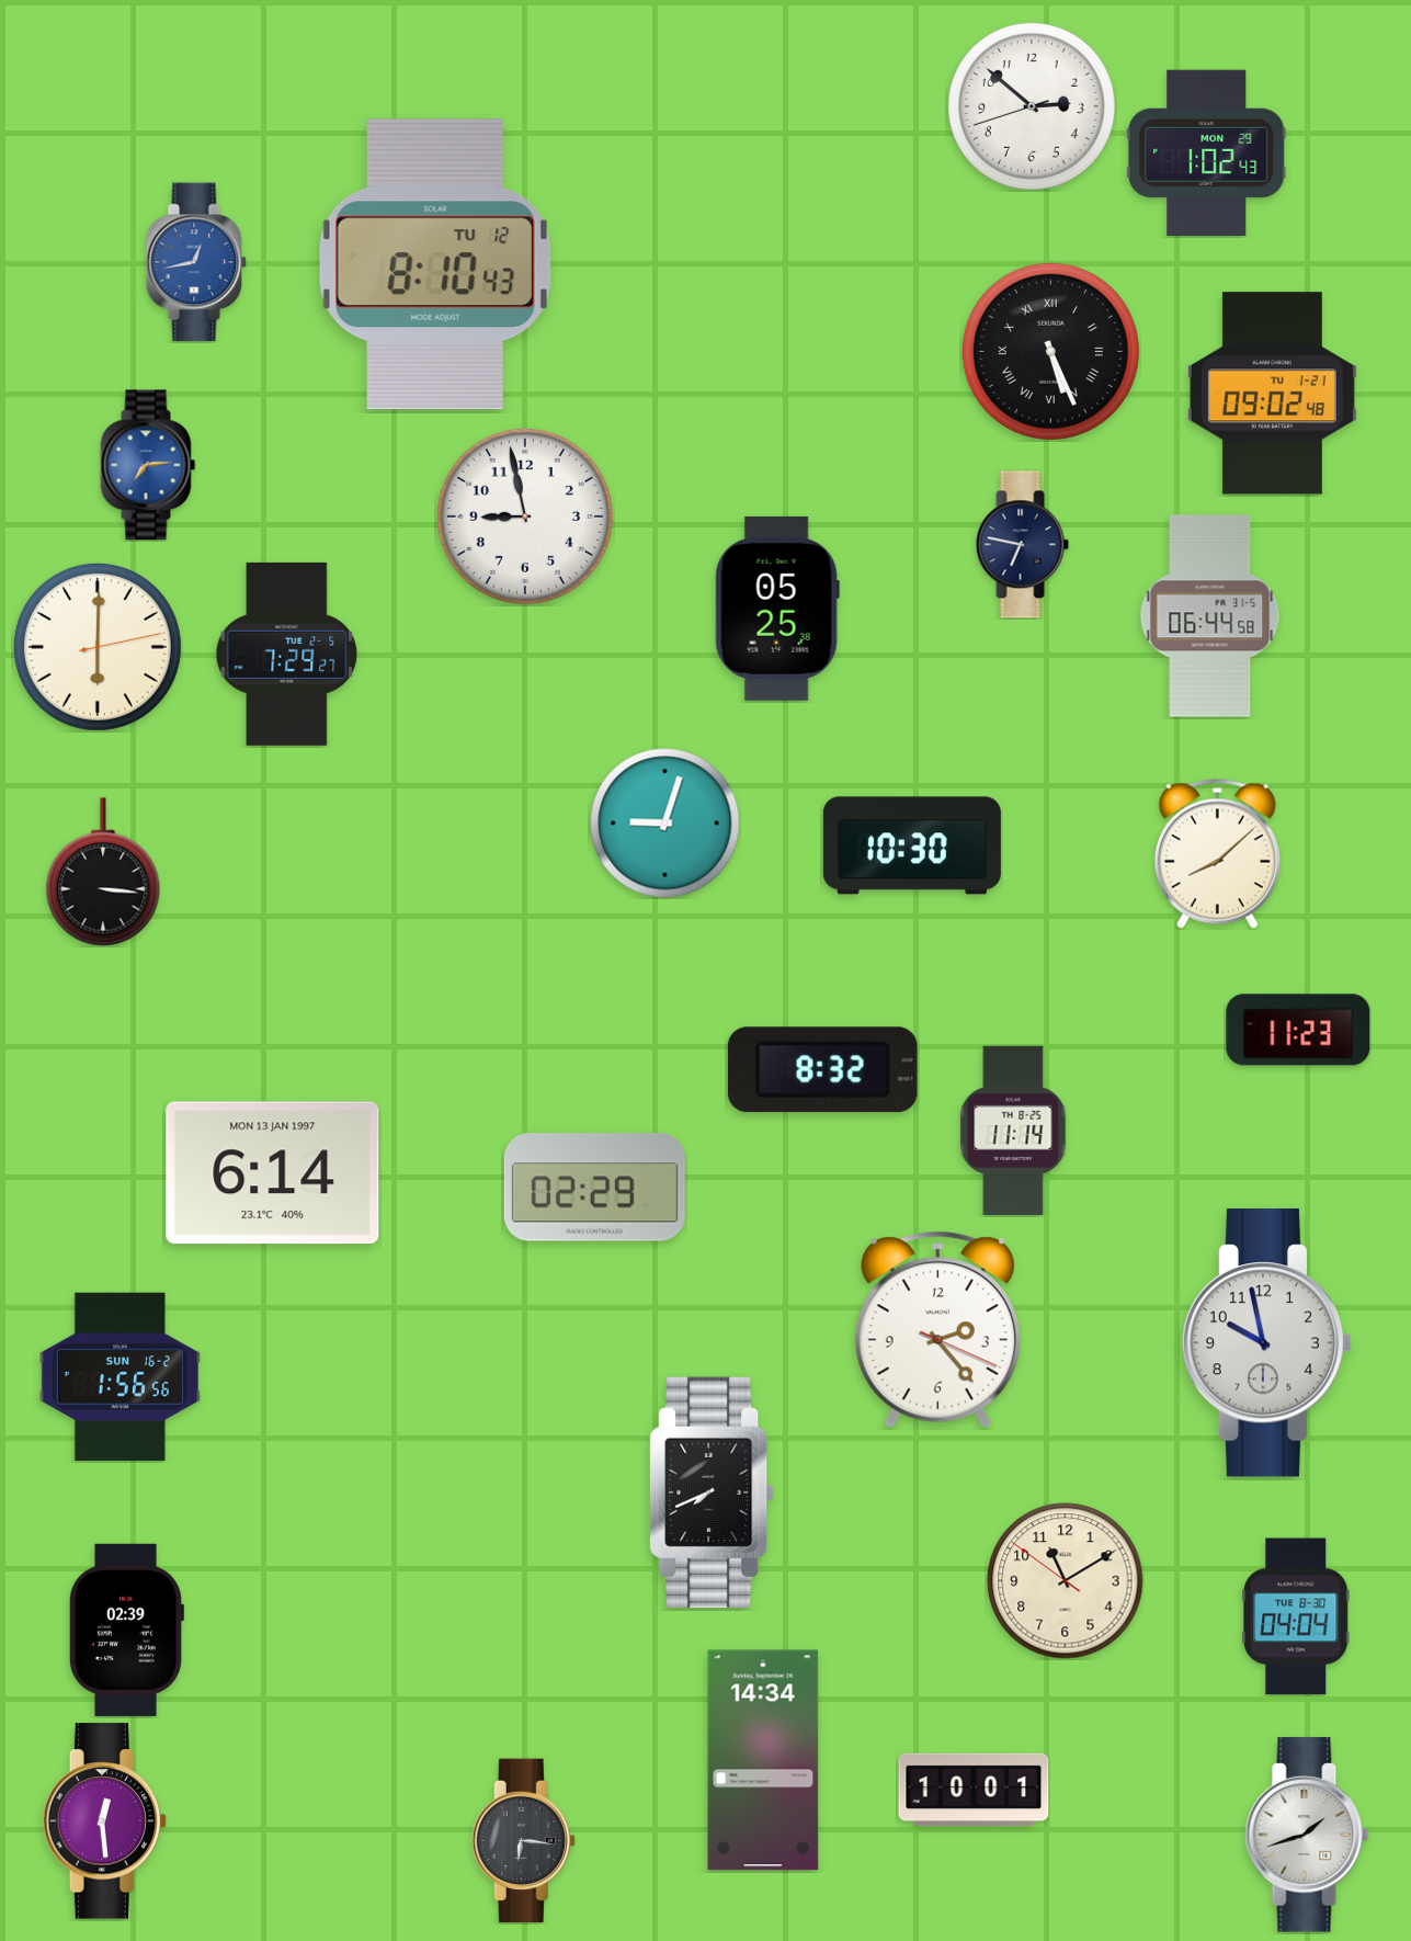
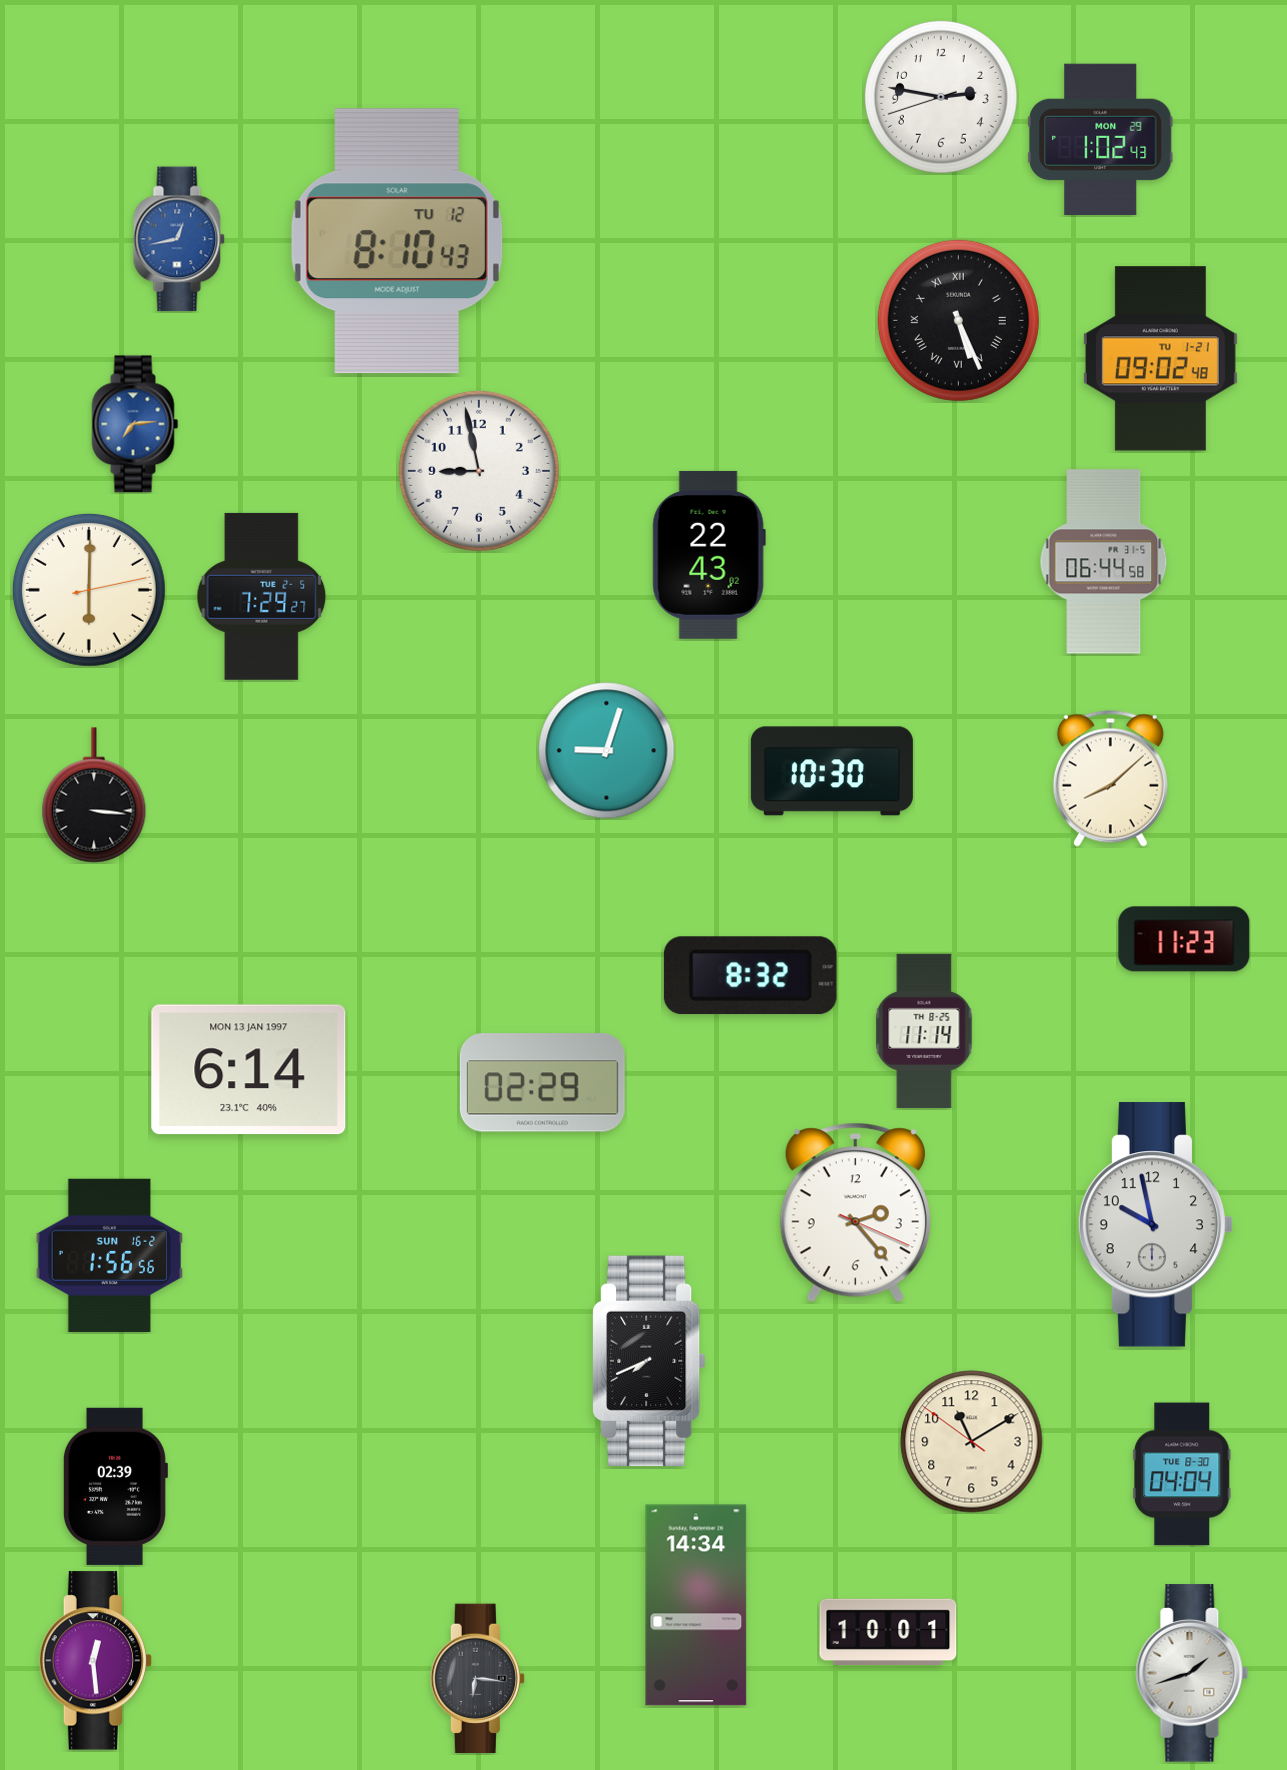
clock at (1032, 106): 2:51 -> 2:46
clock at (1022, 545): 6:47 -> none
clock at (777, 609): 05:25 -> 22:43
